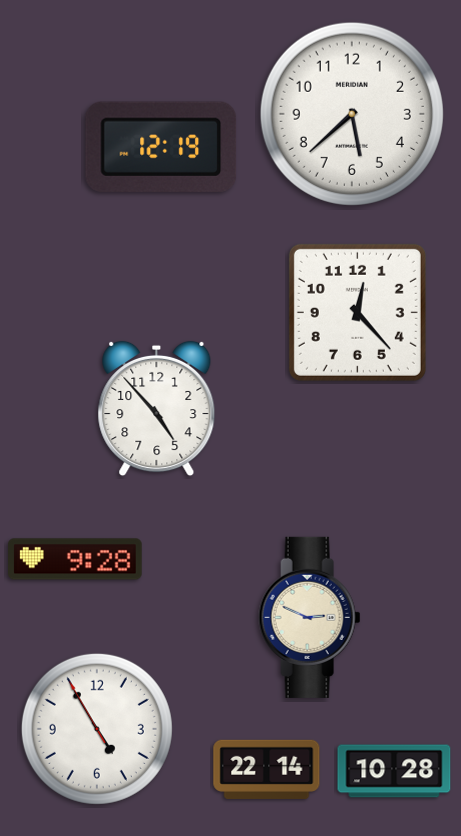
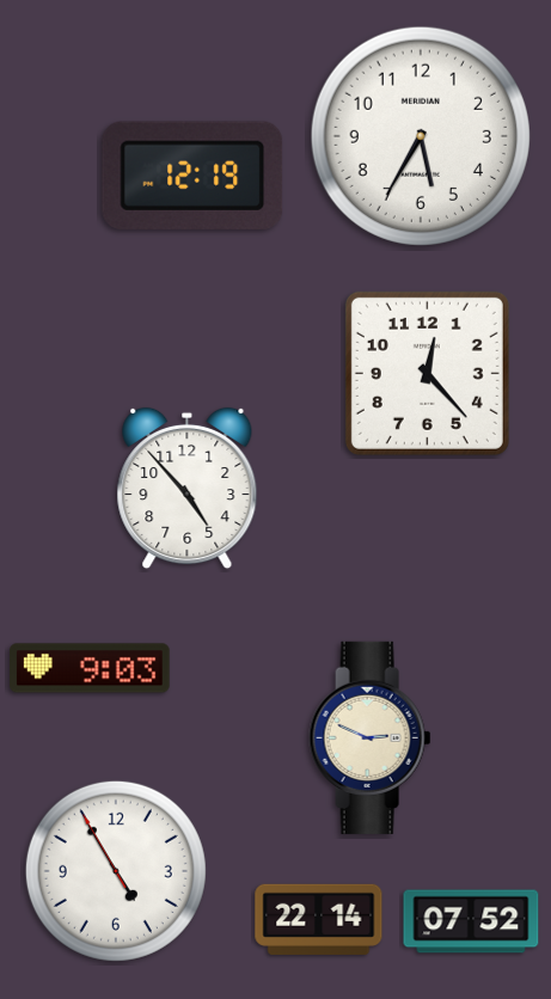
clock at (352, 114): 5:38 -> 5:35
clock at (75, 559): 9:28 -> 9:03
clock at (394, 771): 10:28 -> 07:52
